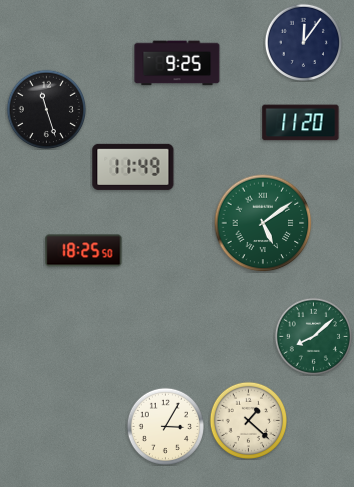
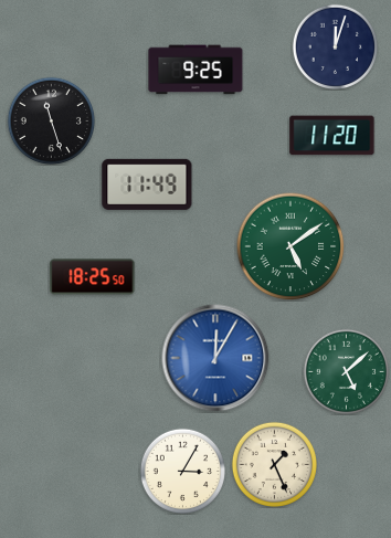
clock at (303, 42): 12:06 -> 12:03
clock at (215, 358): none -> 12:05
clock at (313, 336): 8:08 -> 5:08
clock at (248, 420): 1:22 -> 1:26
